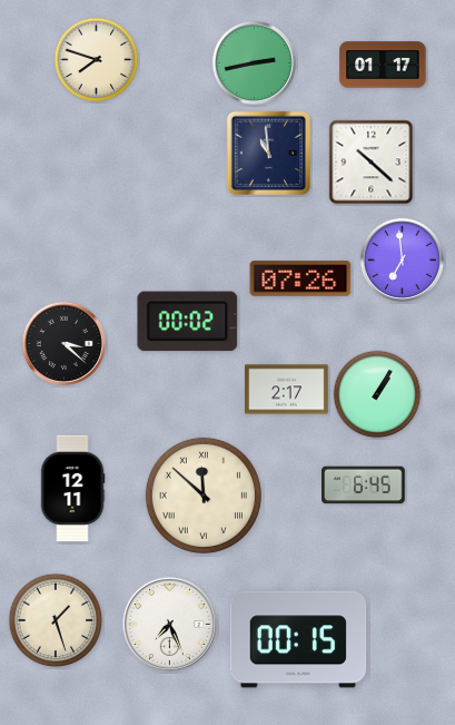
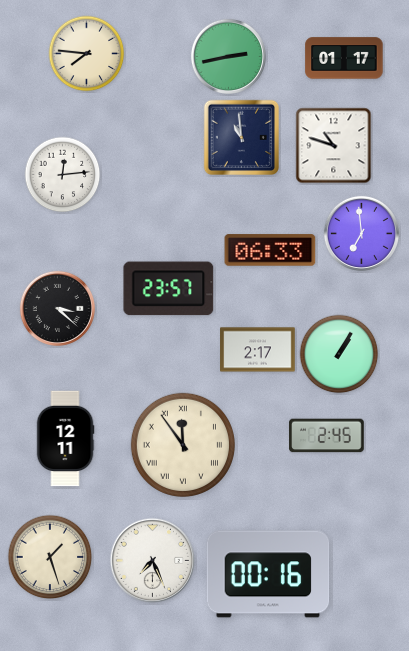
clock at (97, 60): 7:48 -> 7:46
clock at (372, 163): 10:22 -> 10:48
clock at (63, 175): none -> 12:14
clock at (300, 278): 07:26 -> 06:33
clock at (188, 322): 00:02 -> 23:57
clock at (364, 486): 6:45 -> 2:45
clock at (204, 496): 11:52 -> 11:54
clock at (298, 639): 00:15 -> 00:16
